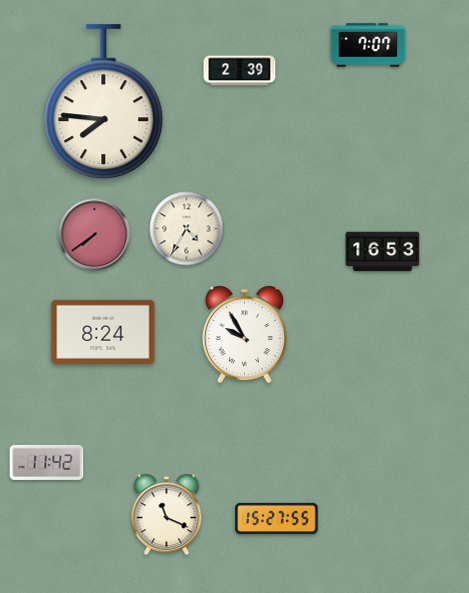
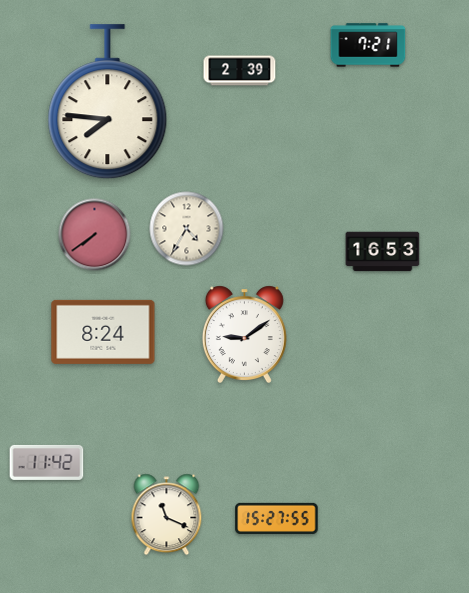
clock at (368, 45): 7:07 -> 7:21
clock at (104, 102) position: (104, 102) -> (108, 102)
clock at (244, 334): 9:55 -> 9:09
